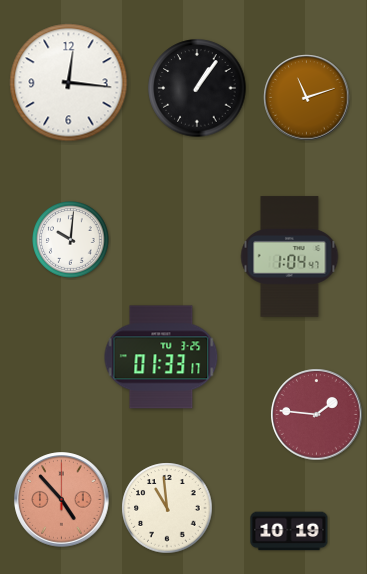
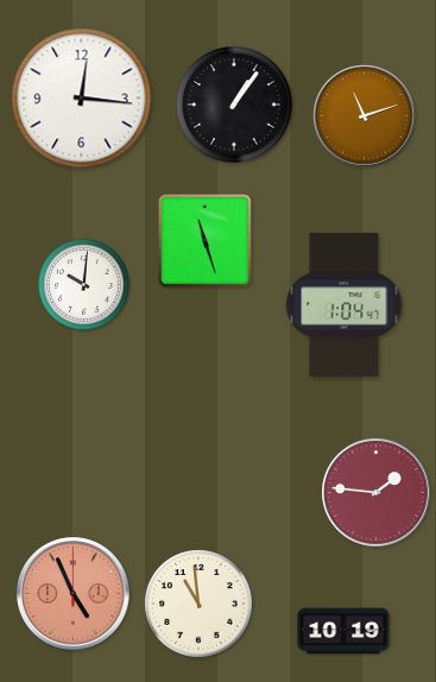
clock at (206, 241): none -> 11:27
clock at (161, 357): 01:33 -> none
clock at (62, 500): 4:53 -> 4:56
